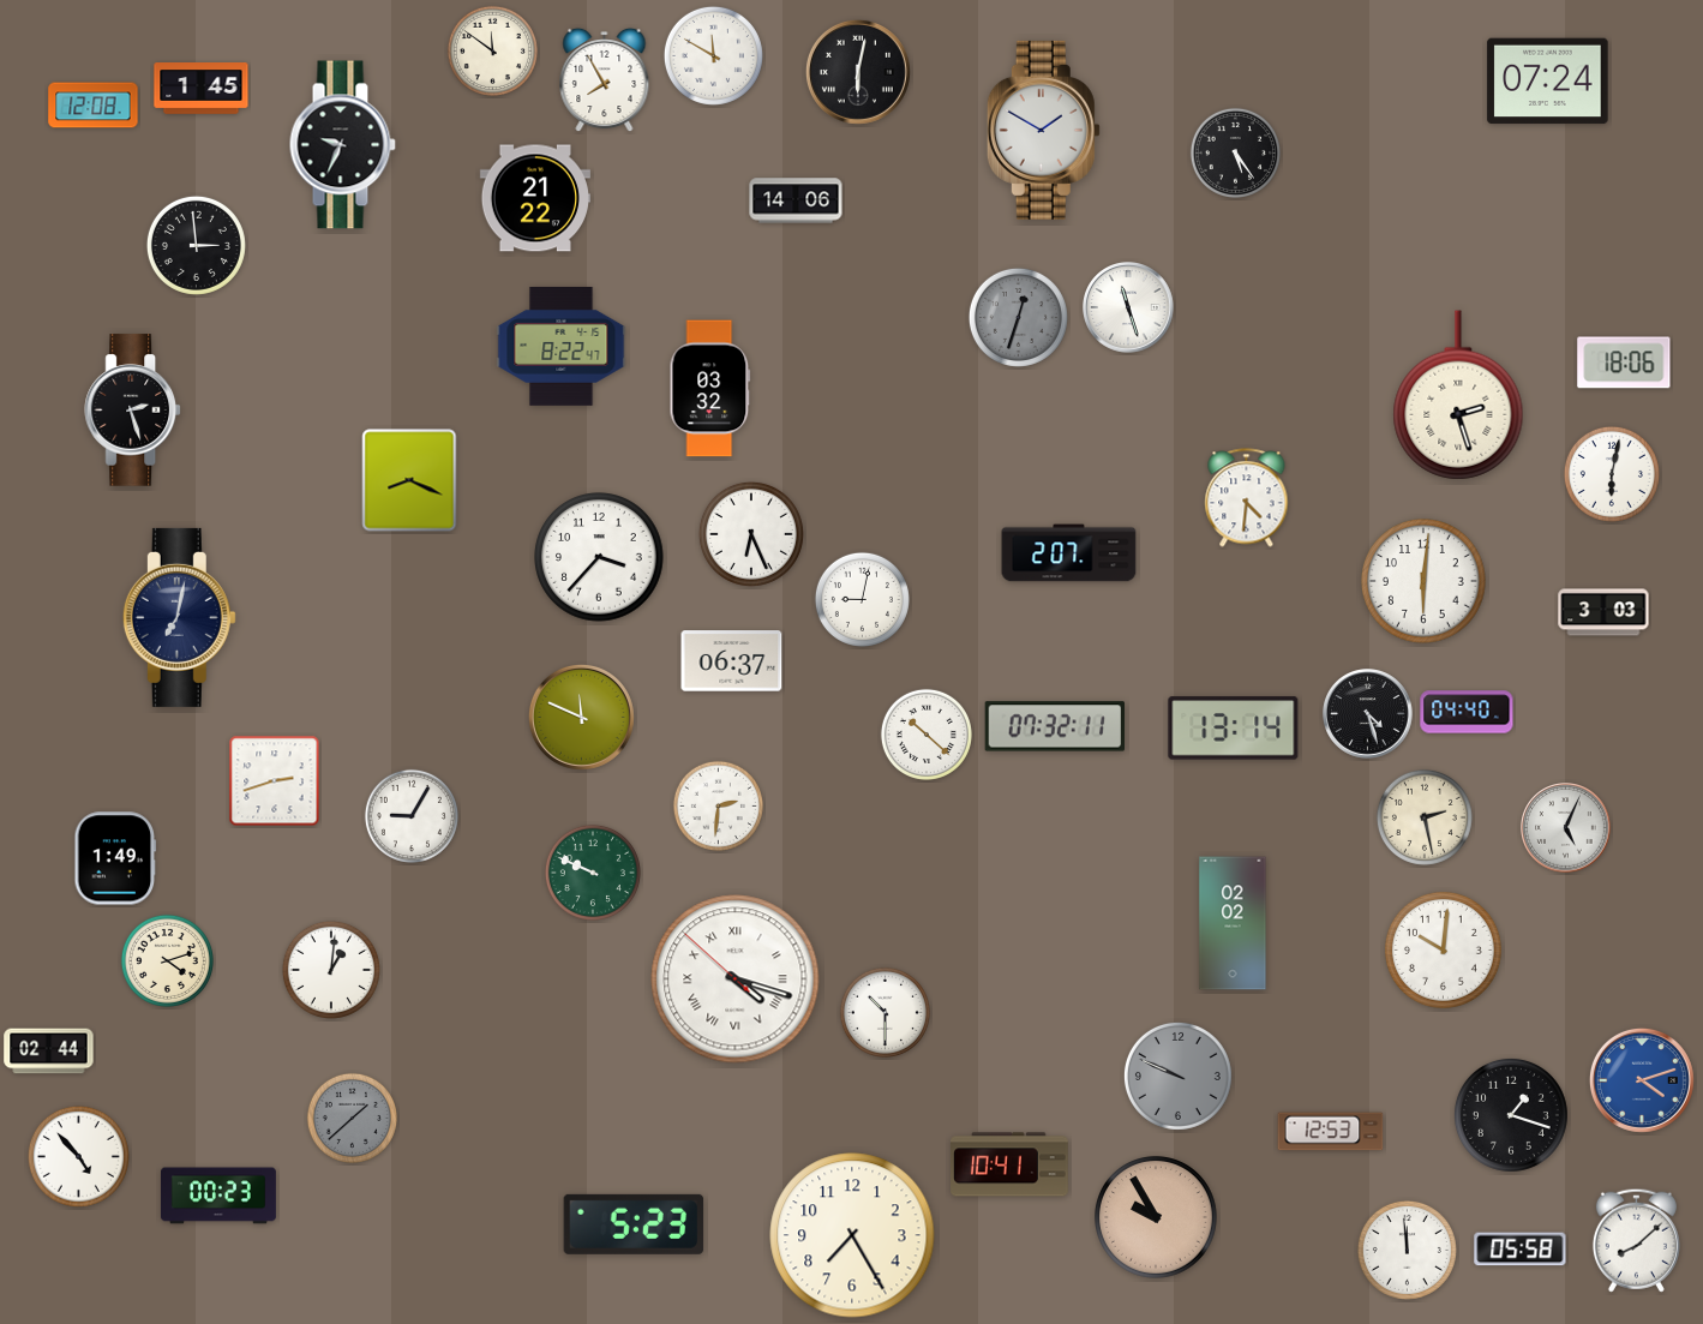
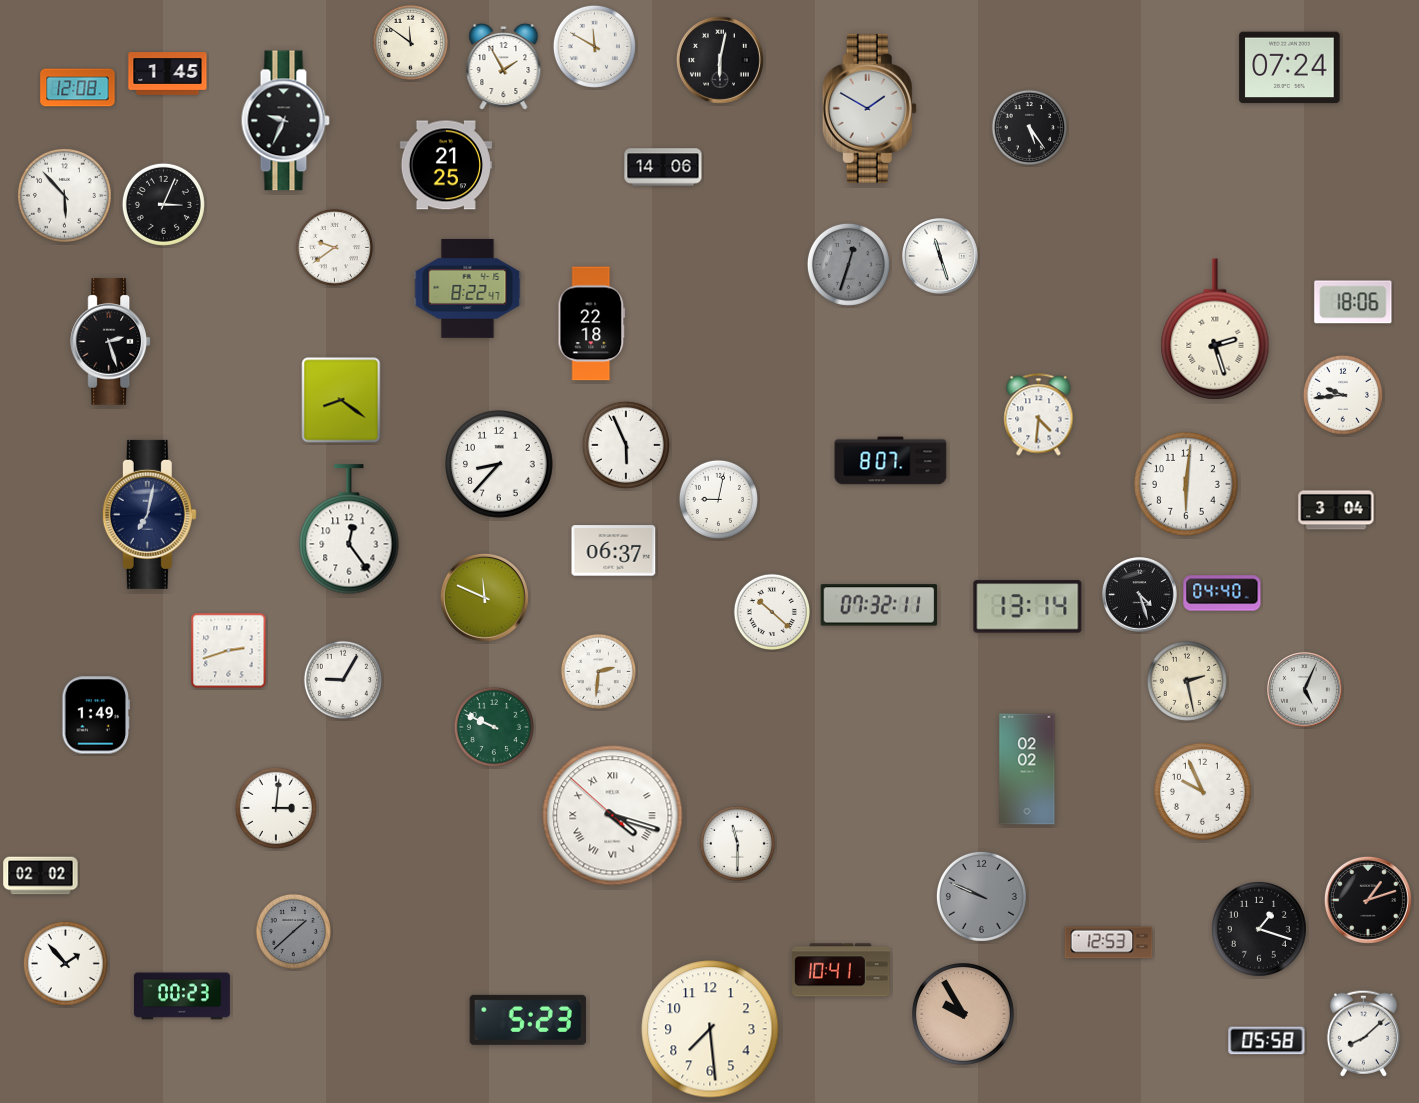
clock at (858, 72) position: (858, 72) -> (720, 60)
clock at (605, 80): 7:55 -> 1:55
clock at (535, 198): 21:22 -> 21:25
clock at (64, 195): none -> 5:53
clock at (196, 245): 2:59 -> 3:04
clock at (334, 247): none -> 9:39
clock at (710, 389): 03:32 -> 22:18
clock at (1612, 474): 6:02 -> 9:44
clock at (409, 480): 8:19 -> 8:21
clock at (751, 534): 6:26 -> 5:56
clock at (1069, 553): 2:07 -> 8:07
clock at (599, 557): 3:37 -> 8:37
clock at (1603, 612): 3:03 -> 3:04
clock at (349, 529): none -> 12:24
clock at (732, 661) position: (732, 661) -> (614, 551)
clock at (1443, 949): 10:01 -> 9:56
clock at (167, 960): 4:12 -> none
clock at (331, 970): 1:01 -> 3:01
clock at (885, 1012): 10:30 -> 11:30
clock at (49, 1052): 02:44 -> 02:02
clock at (1642, 1080): 4:12 -> 1:12
clock at (1642, 1080) dial: blue -> black
clock at (78, 1156): 4:53 -> 1:53
clock at (852, 1235): 7:25 -> 7:29
clock at (1407, 1250): 11:59 -> none
